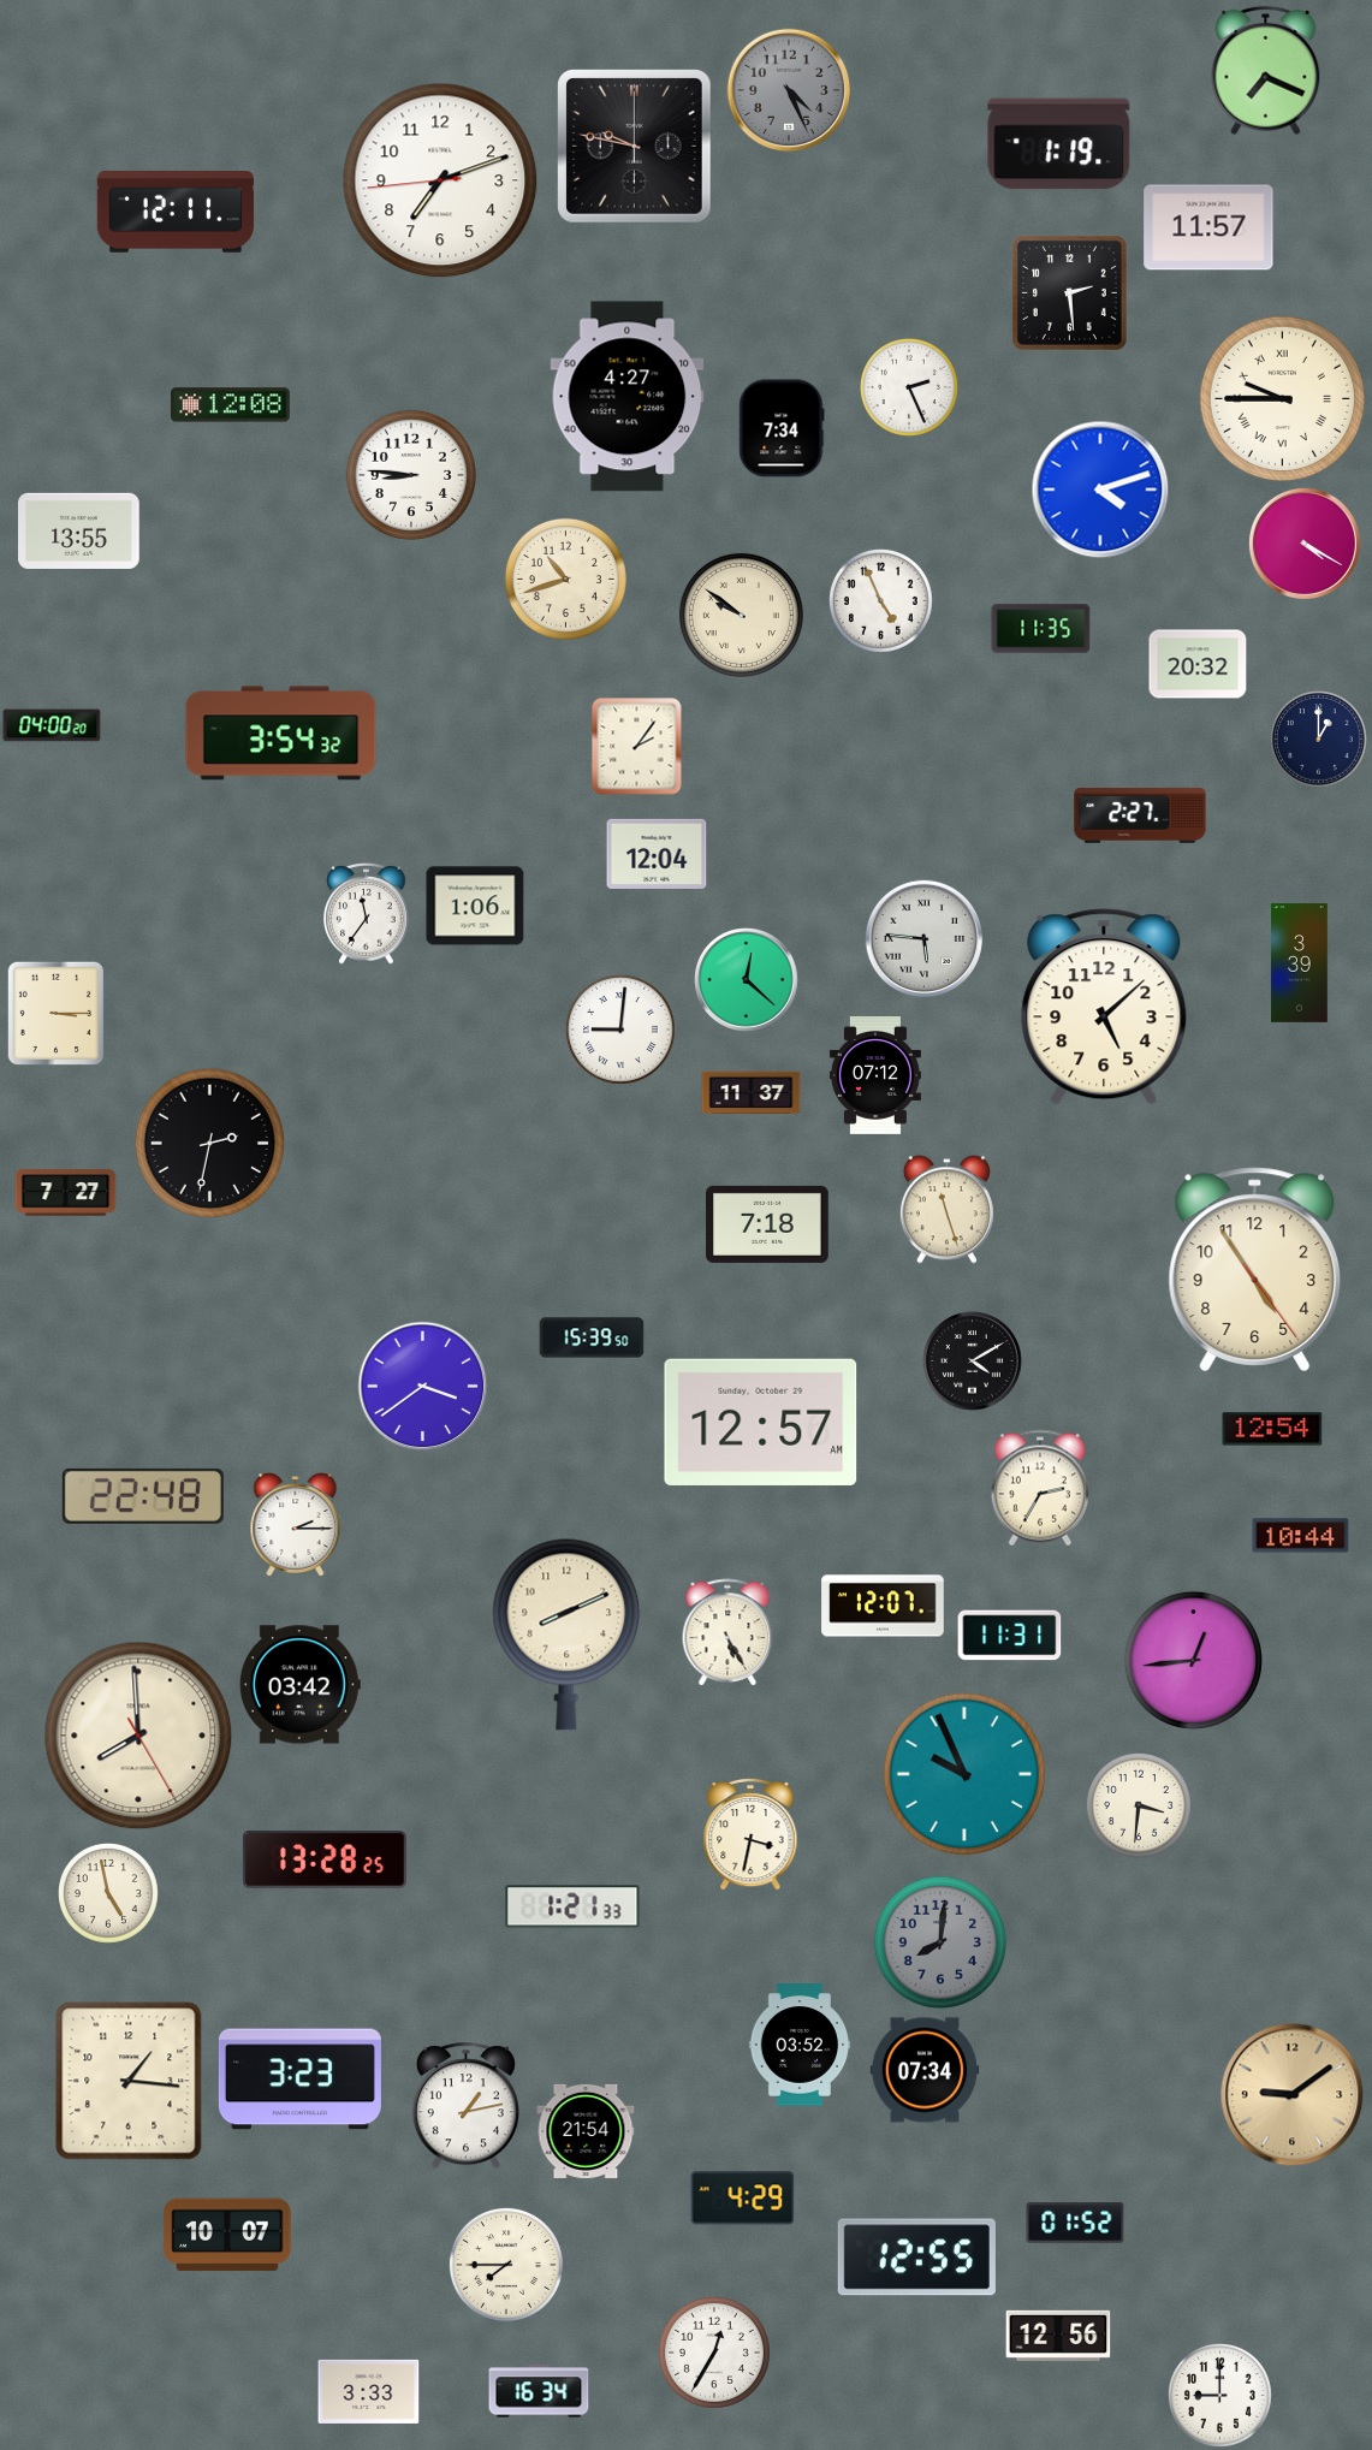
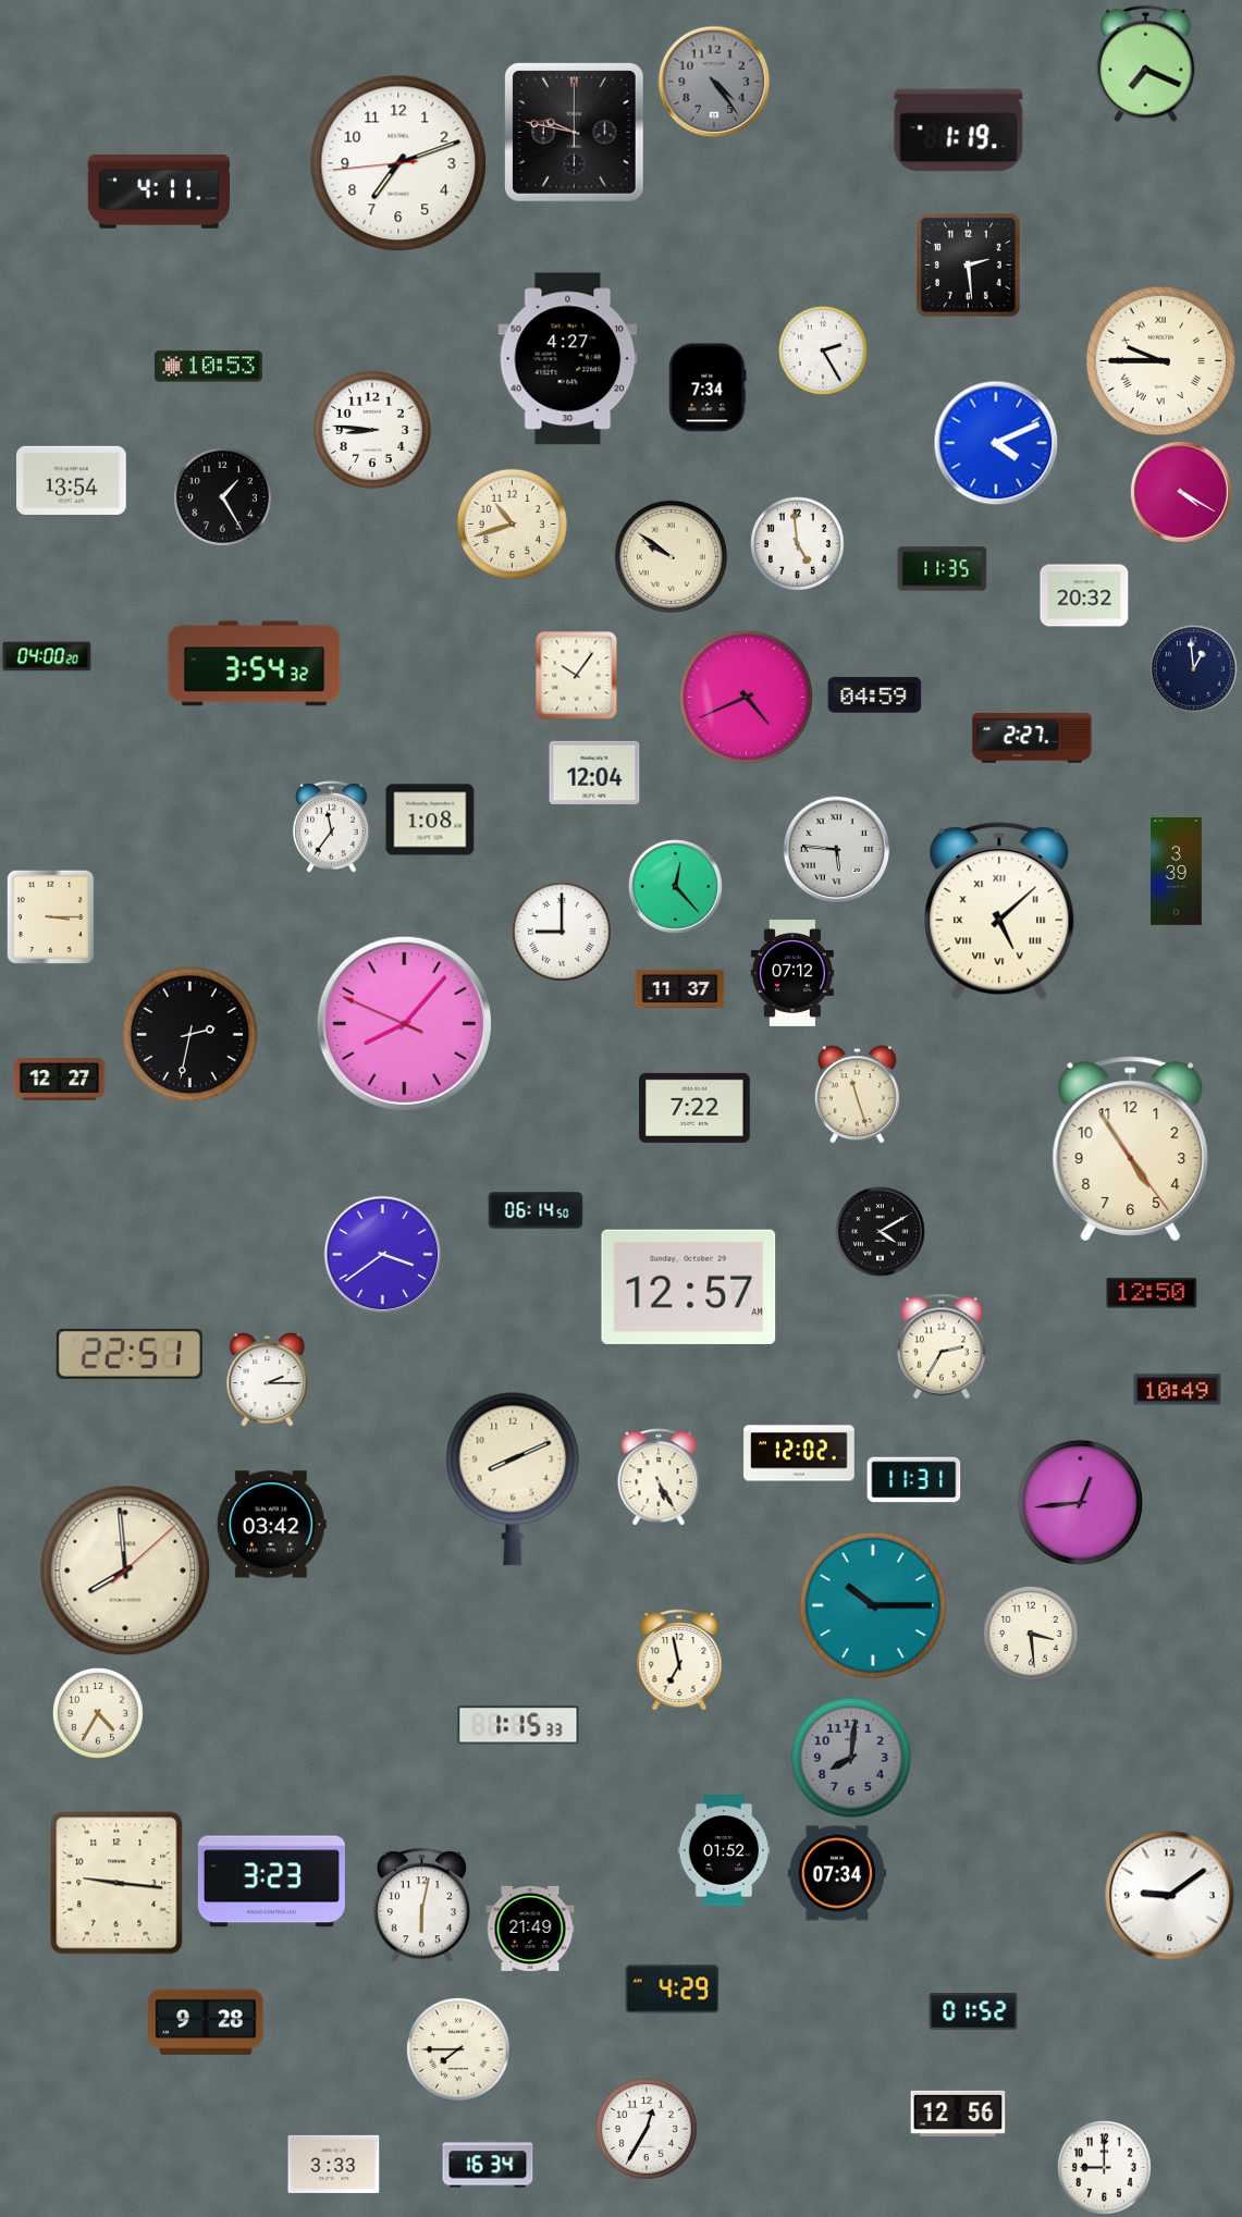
clock at (789, 90): 4:26 -> 4:24
clock at (174, 213): 12:11 -> 4:11
clock at (1208, 227): 11:57 -> none
clock at (910, 388): 2:26 -> 2:25
clock at (230, 405): 12:08 -> 10:53
clock at (1100, 490): 4:12 -> 4:11
clock at (79, 530): 13:55 -> 13:54
clock at (222, 496): none -> 1:25
clock at (880, 600): 4:56 -> 4:59
clock at (1198, 664) position: (1198, 664) -> (1084, 595)
clock at (1319, 740): 1:00 -> 12:59
clock at (637, 747): 2:06 -> 10:06
clock at (875, 695): none -> 04:59
clock at (746, 697): none -> 4:41
clock at (475, 906): 1:06 -> 1:08
clock at (747, 980): 12:22 -> 12:23
clock at (1104, 1007) numerals: Arabic -> Roman
clock at (620, 1030): 9:01 -> 9:00
clock at (404, 1023): none -> 8:06
clock at (66, 1193): 7:27 -> 12:27
clock at (767, 1224): 7:18 -> 7:22
clock at (1255, 1270) position: (1255, 1270) -> (1131, 1149)
clock at (592, 1337): 15:39 -> 06:14
clock at (1272, 1429): 12:54 -> 12:50
clock at (143, 1496): 22:48 -> 22:51
clock at (1301, 1536): 10:44 -> 10:49
clock at (883, 1606): 12:07 -> 12:02
clock at (138, 1736): 7:59:25 -> 7:59:08
clock at (964, 1774): 9:56 -> 10:15
clock at (1139, 1805): 3:31 -> 3:29
clock at (750, 1834): 3:32 -> 6:58
clock at (325, 1859): 13:28 -> none
clock at (109, 1894): 4:58 -> 4:35
clock at (572, 1906): 1:21 -> 1:15
clock at (800, 2045): 03:52 -> 01:52
clock at (129, 2081): 1:16 -> 9:16
clock at (1293, 2095) dial: champagne -> white
clock at (465, 2106): 1:13 -> 6:02
clock at (586, 2131): 21:54 -> 21:49
clock at (227, 2235): 10:07 -> 9:28
clock at (916, 2258): 12:55 -> none
